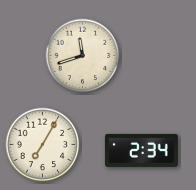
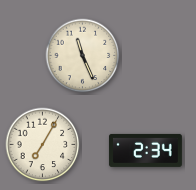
clock at (83, 56): 11:42 -> 11:26
clock at (142, 150) position: (142, 150) -> (146, 150)
